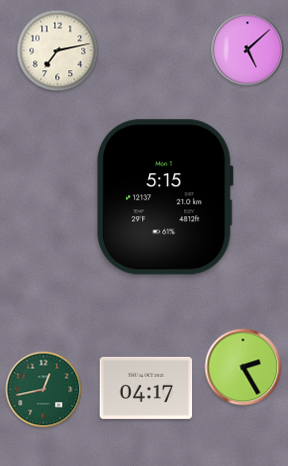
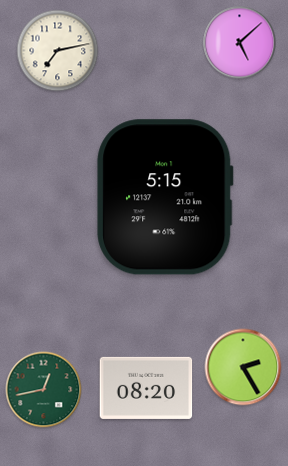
clock at (248, 50) position: (248, 50) -> (240, 43)
clock at (146, 388): 04:17 -> 08:20
